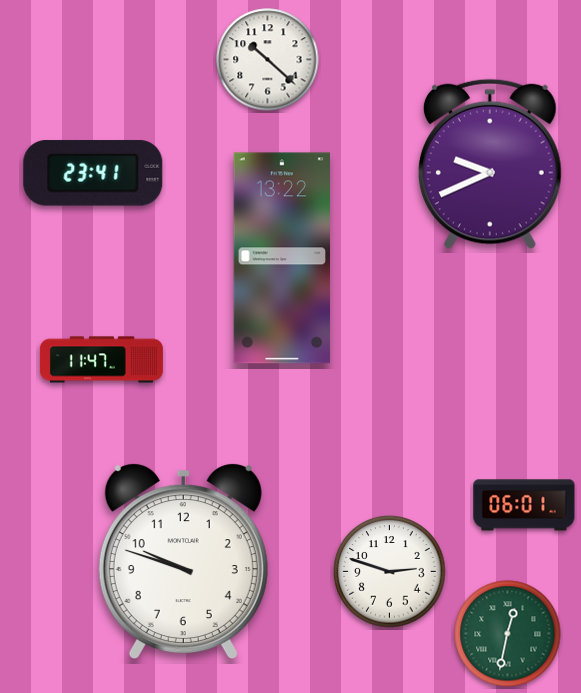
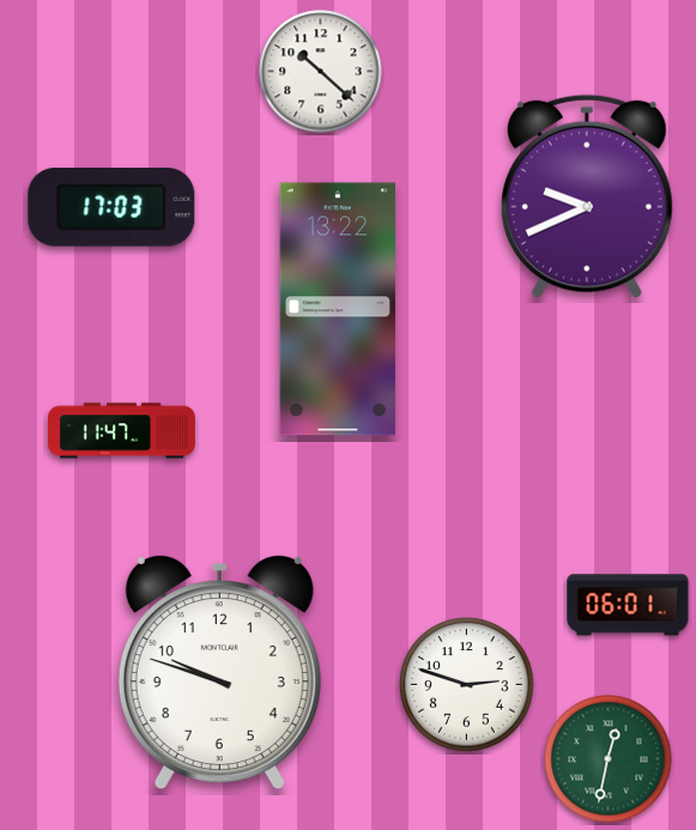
clock at (93, 173): 23:41 -> 17:03
